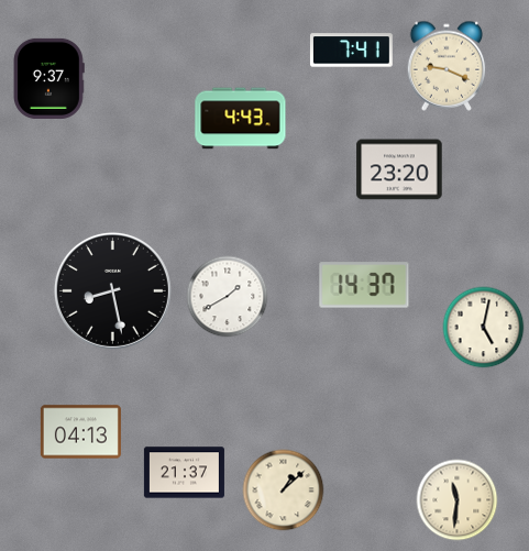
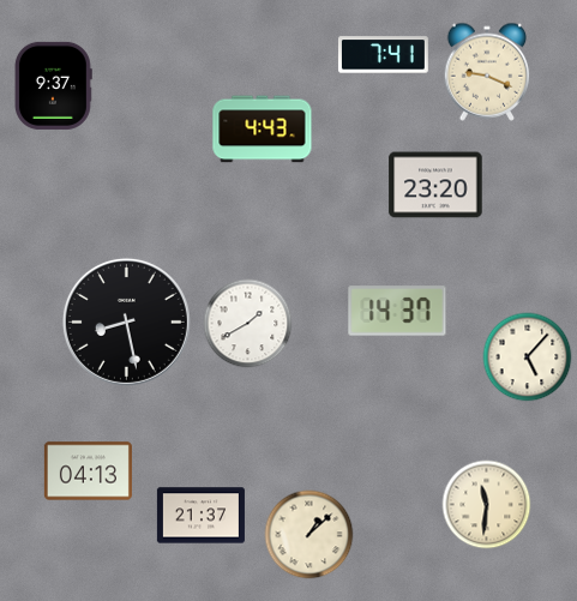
clock at (112, 290) position: (112, 290) -> (126, 321)
clock at (484, 328): 5:02 -> 5:07
clock at (458, 500) position: (458, 500) -> (487, 505)
